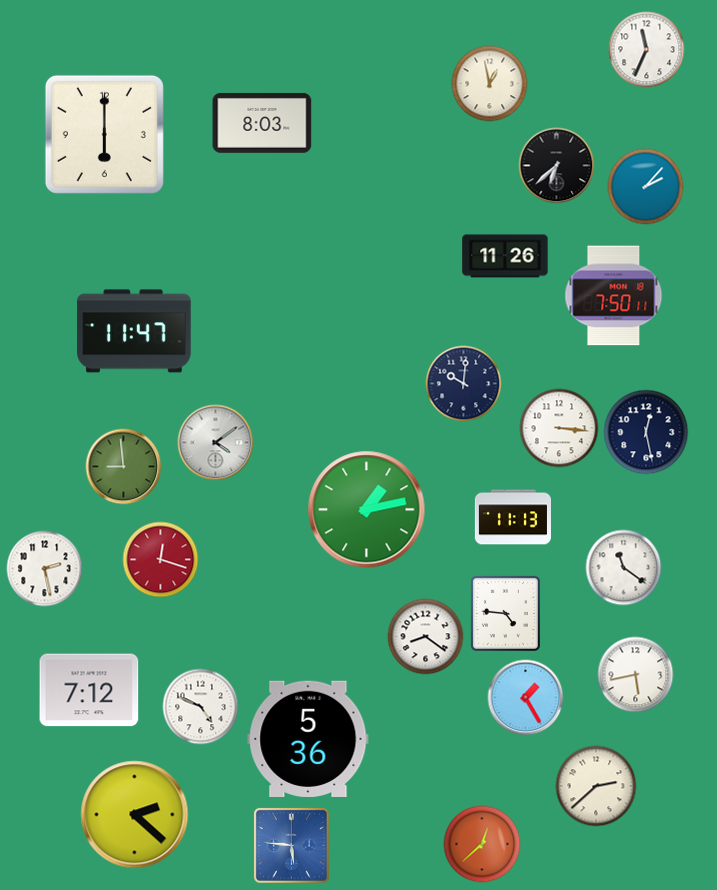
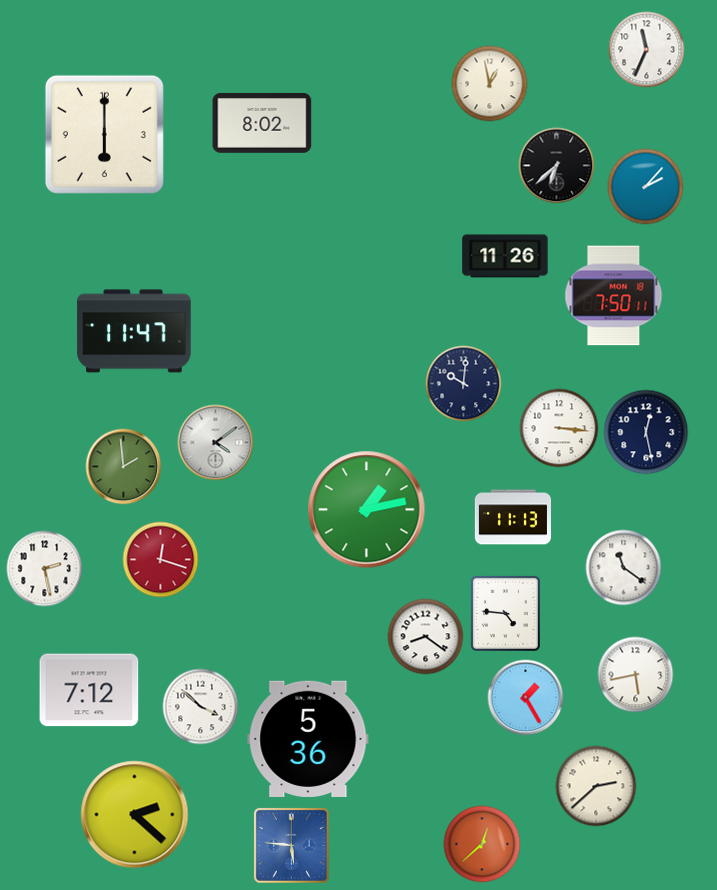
clock at (262, 123): 8:03 -> 8:02
clock at (124, 467): 8:59 -> 1:59
clock at (201, 707): 4:49 -> 3:52
